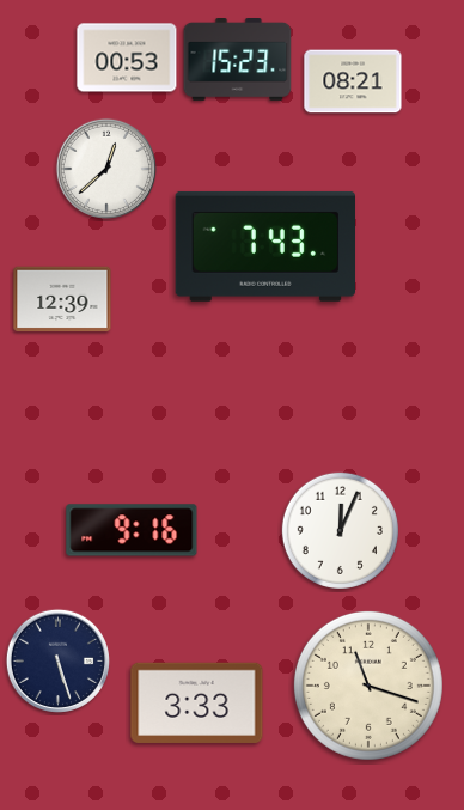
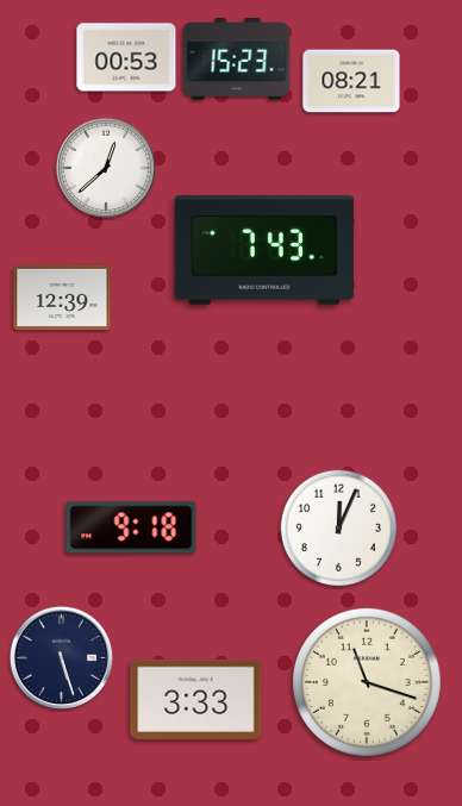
clock at (264, 246) position: (264, 246) -> (263, 250)
clock at (132, 530): 9:16 -> 9:18
clock at (57, 660) position: (57, 660) -> (61, 657)
